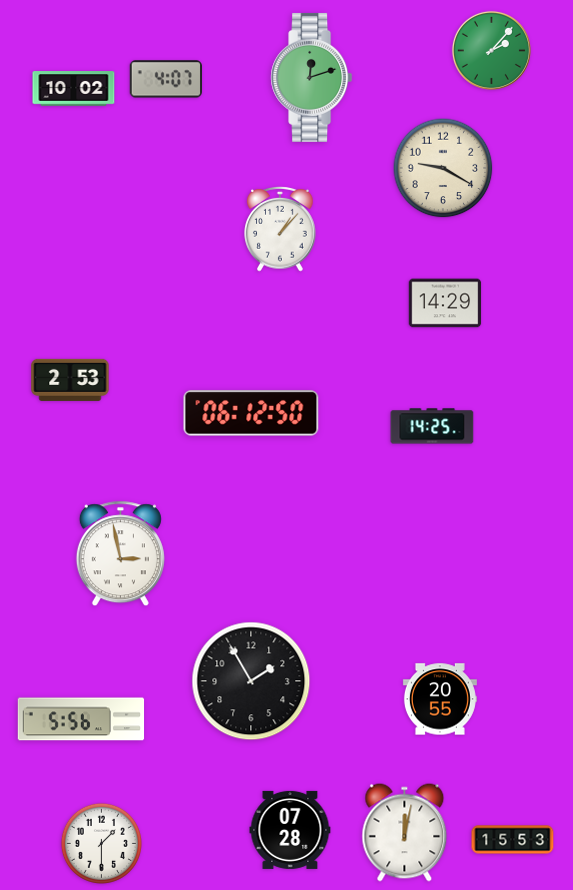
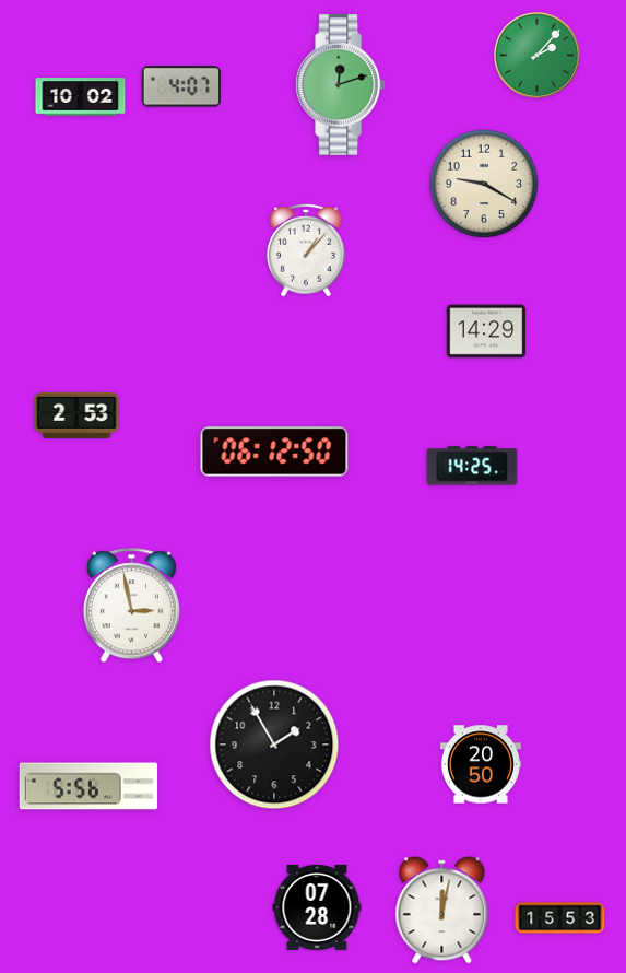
clock at (440, 699): 20:55 -> 20:50
clock at (101, 843): 1:30 -> none
